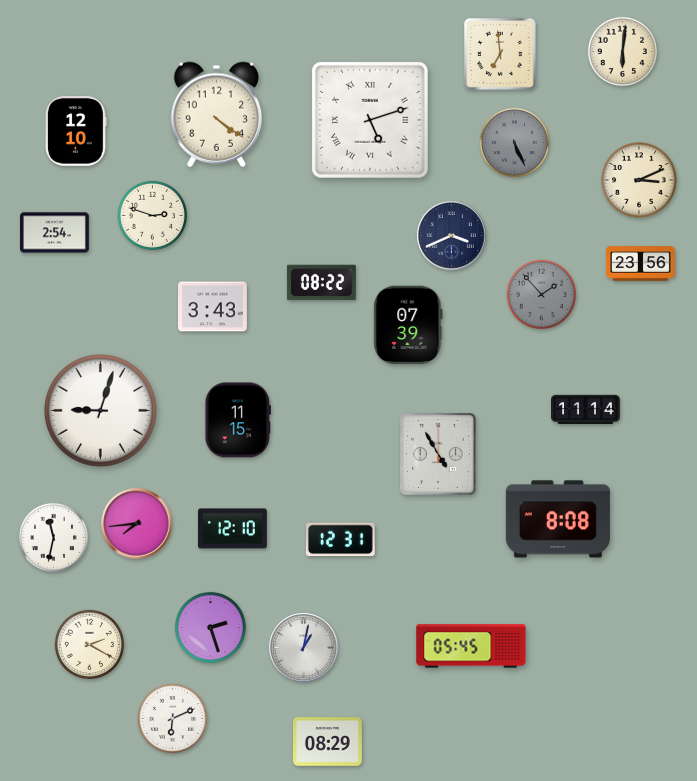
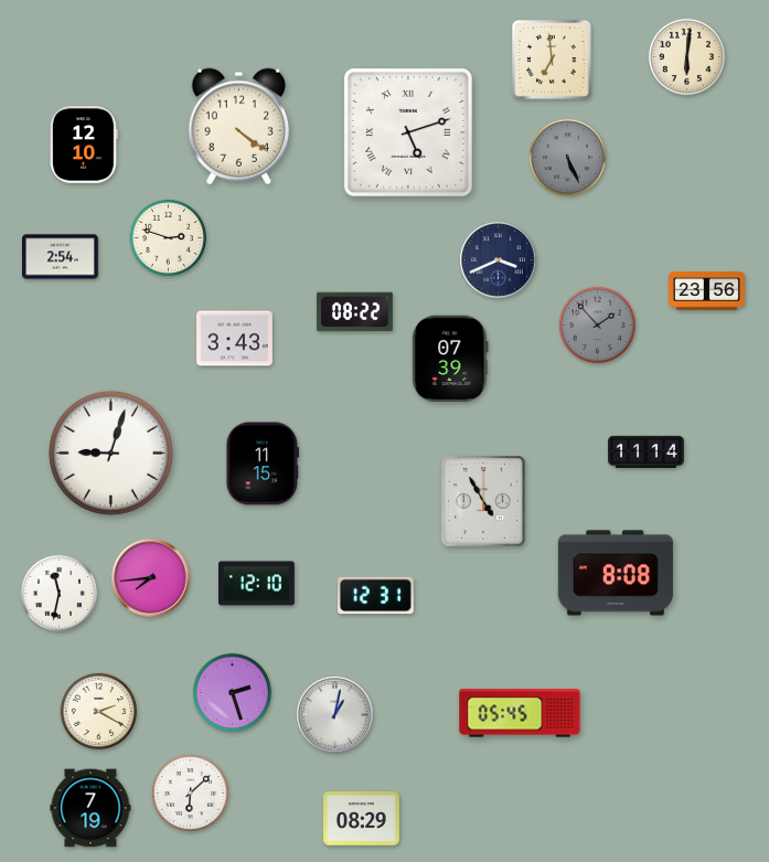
clock at (639, 180): 3:11 -> none
clock at (172, 718): 6:11 -> 6:08
clock at (90, 808): none -> 7:19
